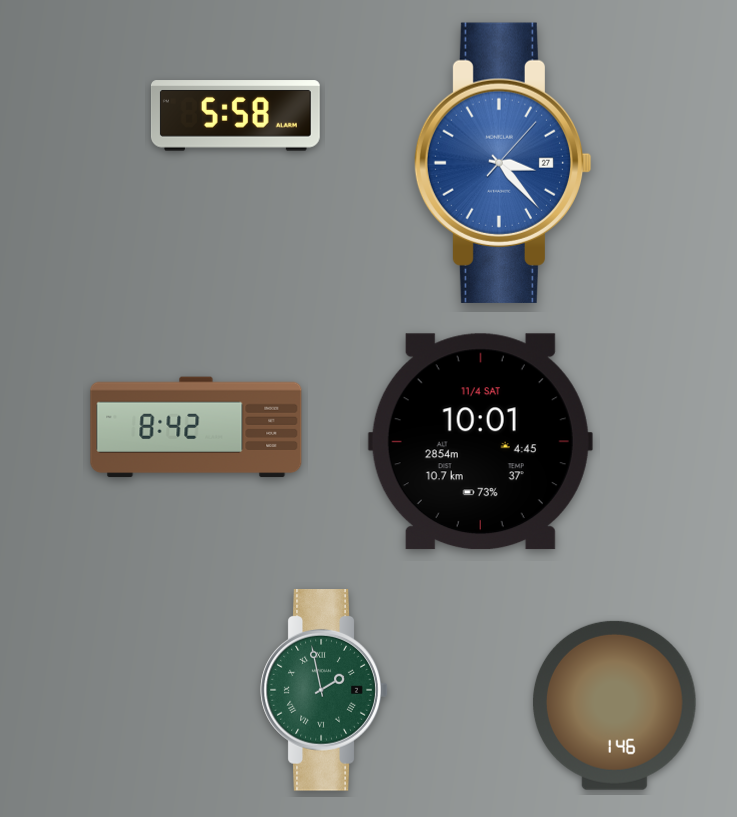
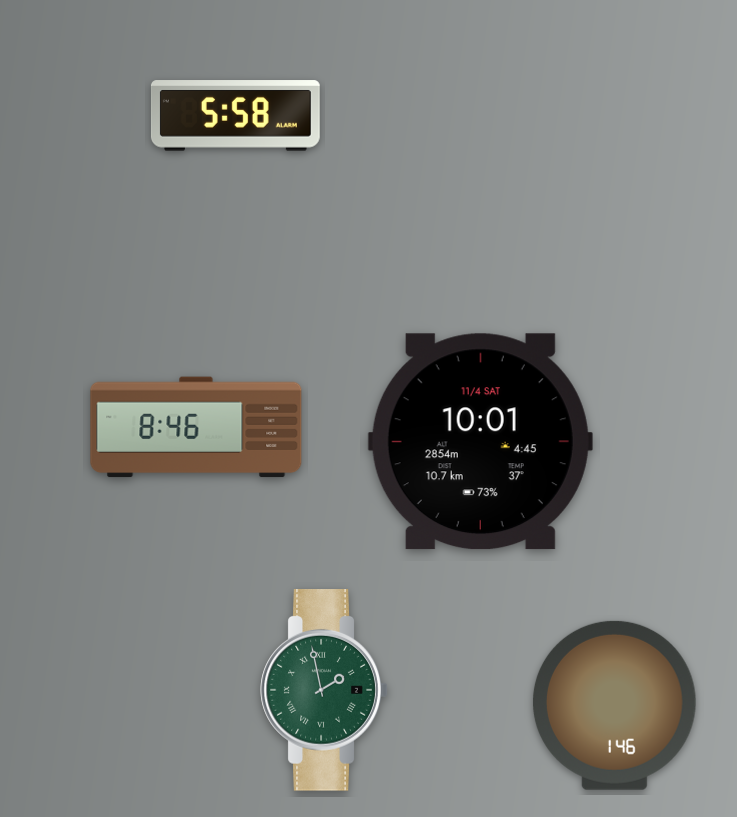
clock at (503, 163): 3:23 -> none
clock at (196, 427): 8:42 -> 8:46
